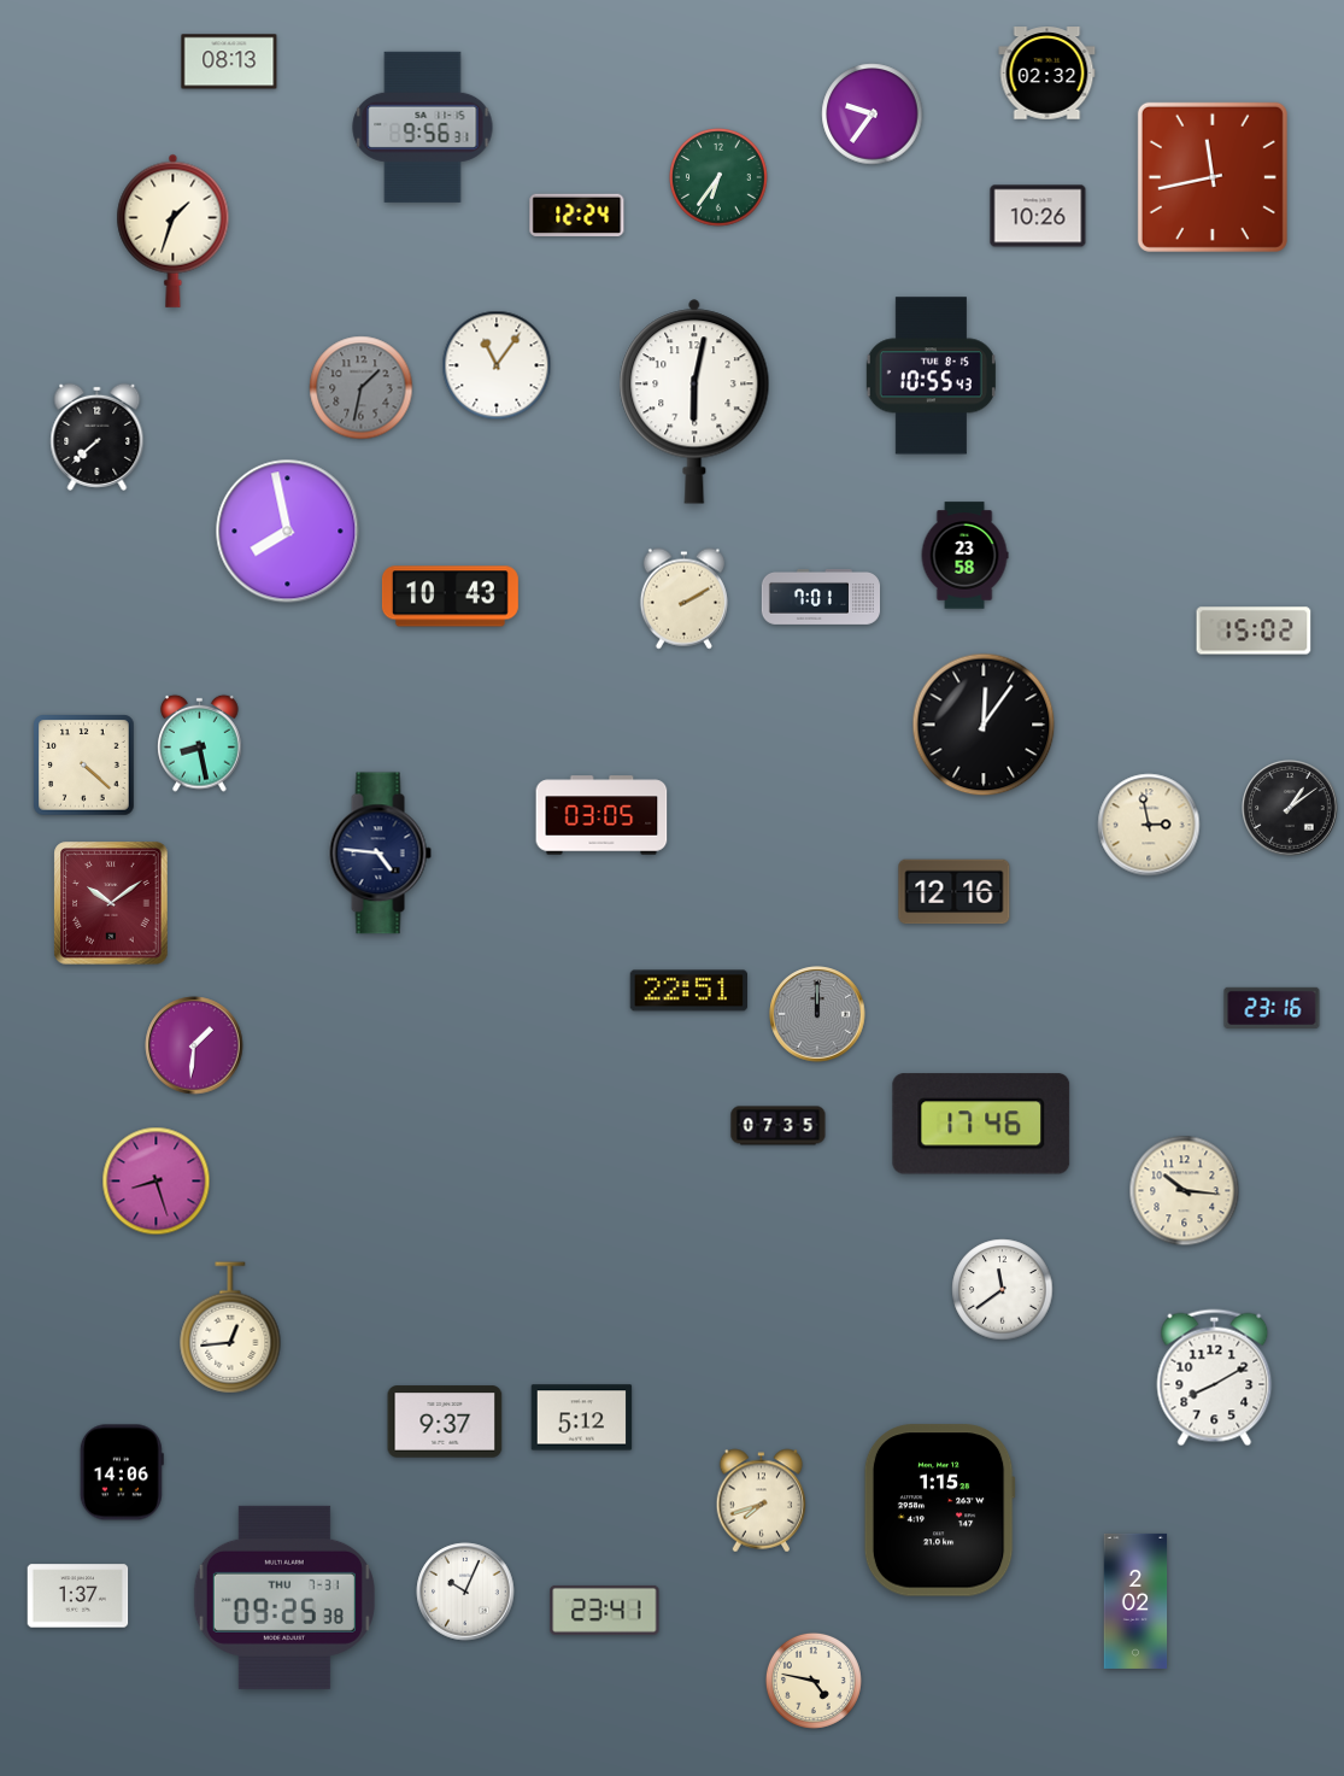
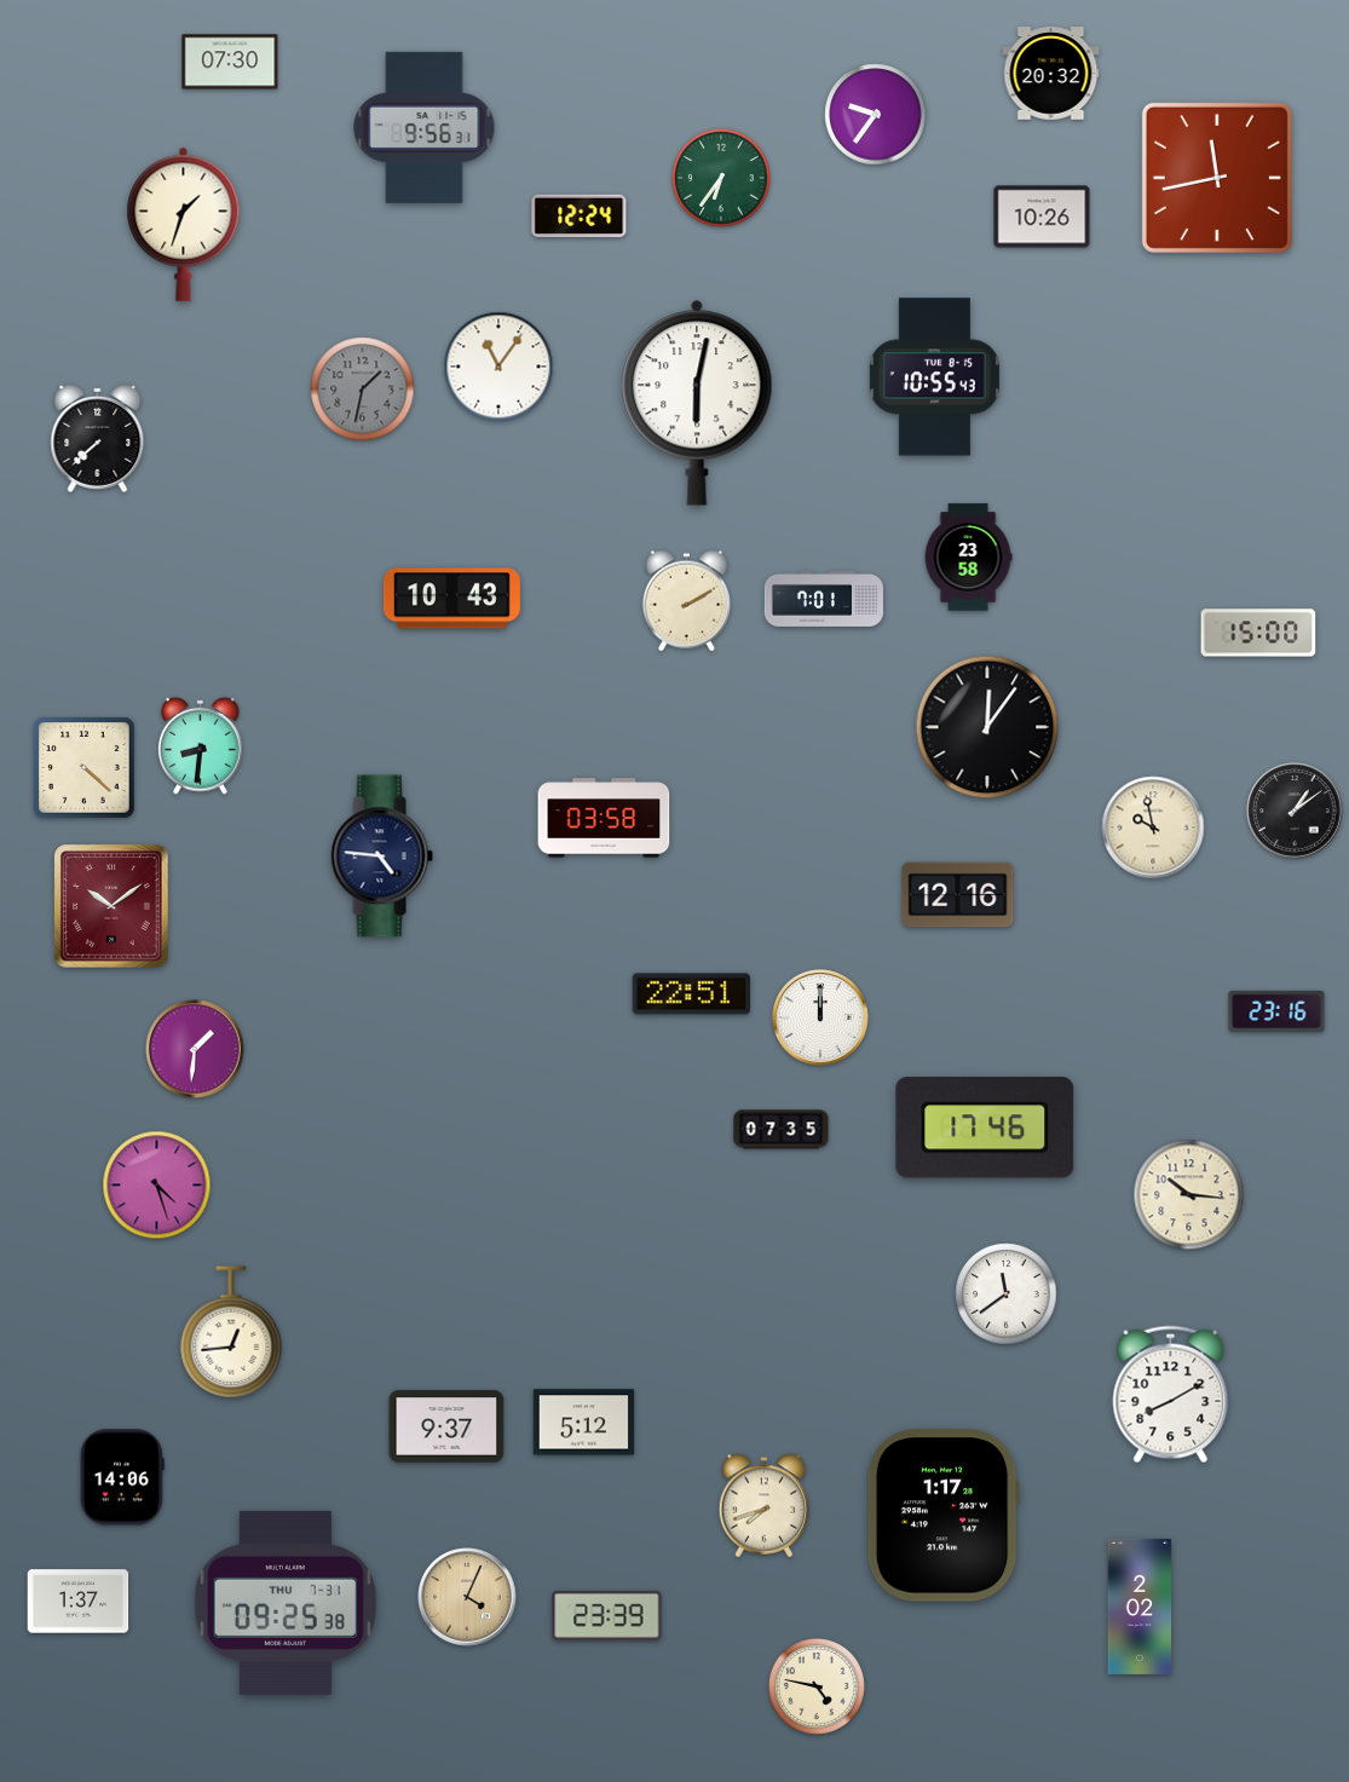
clock at (229, 61): 08:13 -> 07:30
clock at (1047, 74): 02:32 -> 20:32
clock at (174, 230) position: (174, 230) -> (184, 224)
clock at (288, 532): 7:58 -> none
clock at (1254, 631): 15:02 -> 15:00
clock at (200, 743): 8:28 -> 8:31
clock at (601, 815): 03:05 -> 03:58
clock at (1149, 825): 2:58 -> 9:58
clock at (817, 1014) dial: grey -> white
clock at (157, 1182): 8:27 -> 4:27
clock at (1215, 1378) position: (1215, 1378) -> (1171, 1395)
clock at (939, 1511): 1:15 -> 1:17
clock at (465, 1592): 10:04 -> 4:04
clock at (465, 1592) dial: white -> champagne
clock at (605, 1610): 23:41 -> 23:39
